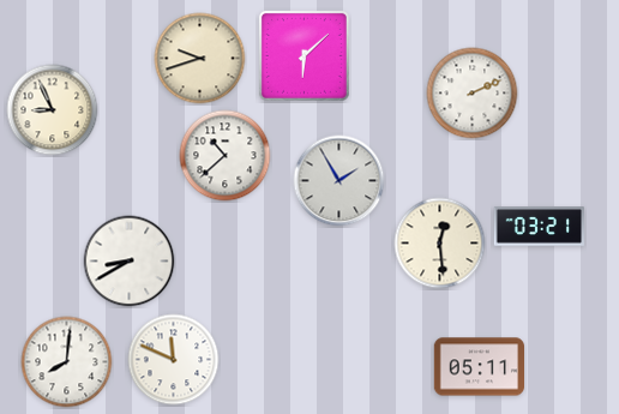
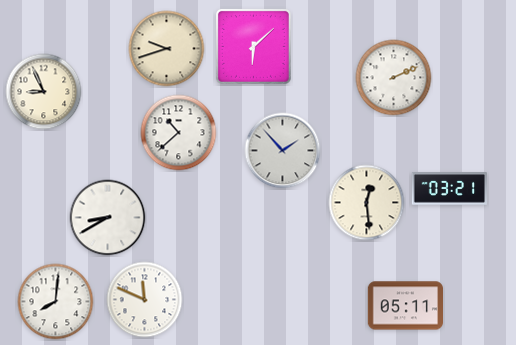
clock at (226, 156) position: (226, 156) -> (179, 133)
clock at (339, 181): 1:55 -> 1:53
clock at (479, 367) position: (479, 367) -> (405, 306)
